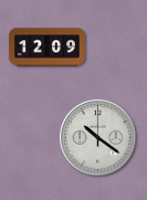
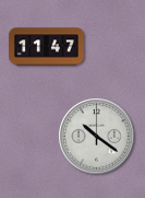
clock at (46, 48): 12:09 -> 11:47
